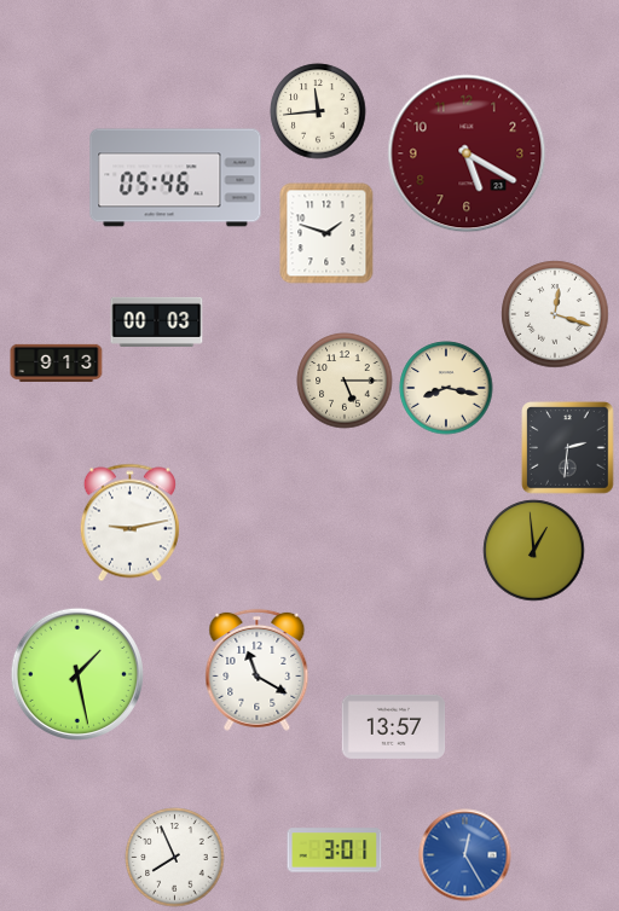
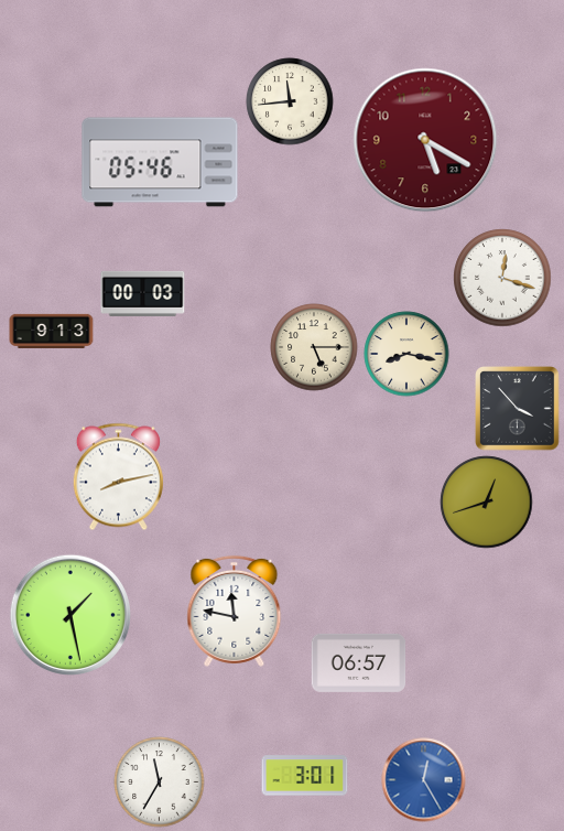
clock at (326, 233): 1:48 -> none
clock at (555, 314) position: (555, 314) -> (502, 278)
clock at (568, 448): 2:31 -> 3:53
clock at (129, 523): 9:13 -> 8:13
clock at (534, 551): 12:59 -> 12:42
clock at (258, 669): 11:20 -> 11:47
clock at (394, 726): 13:57 -> 06:57
clock at (175, 858): 7:56 -> 11:35
